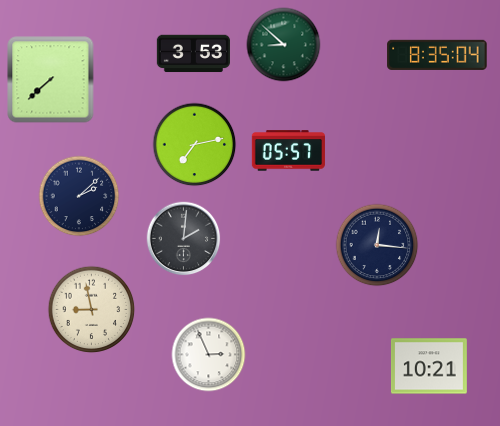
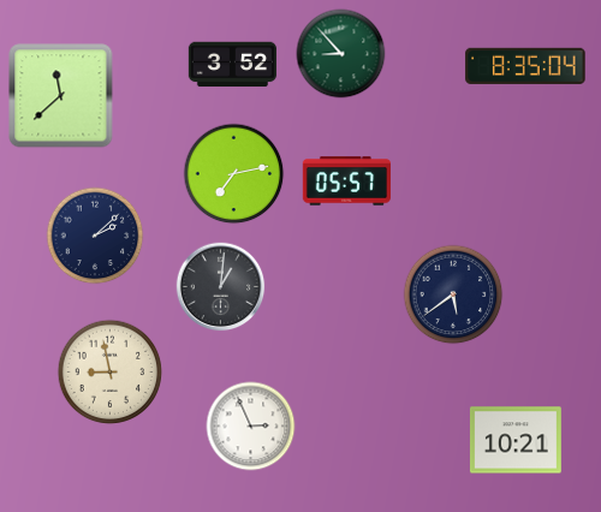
clock at (284, 45): 8:52 -> 8:53
clock at (193, 54): 3:53 -> 3:52
clock at (51, 80): 7:38 -> 11:38
clock at (184, 239): 2:01 -> 1:01
clock at (377, 245): 12:16 -> 5:39
